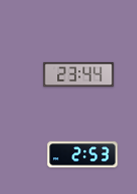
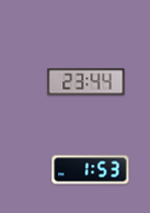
clock at (83, 155): 2:53 -> 1:53
